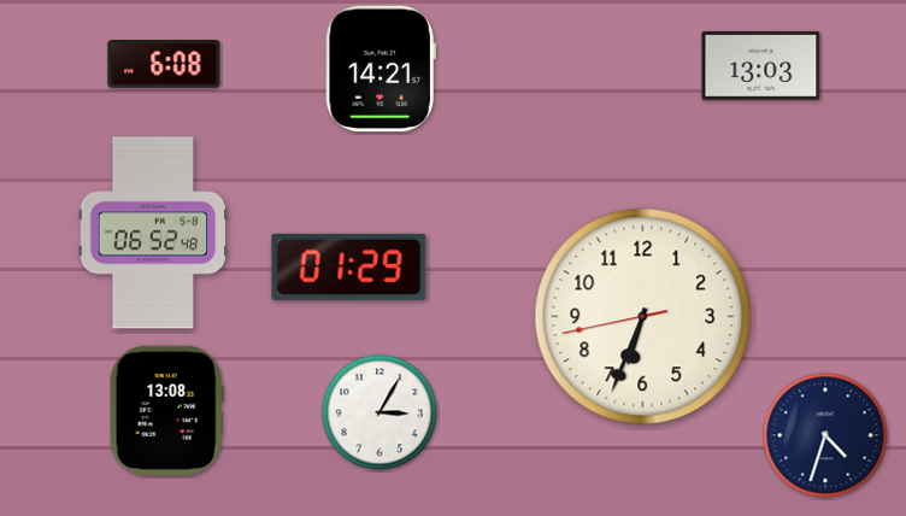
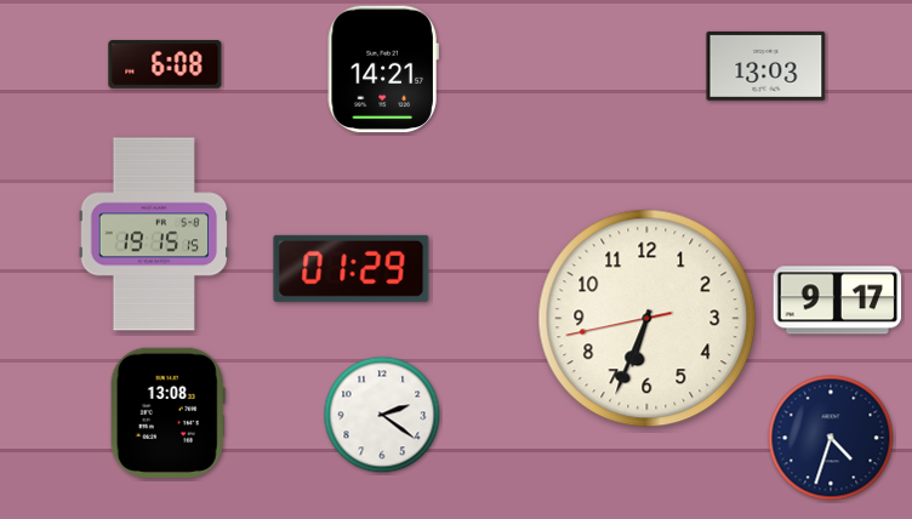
clock at (152, 233): 06:52 -> 19:15
clock at (838, 301): none -> 9:17
clock at (380, 412): 3:05 -> 2:21
